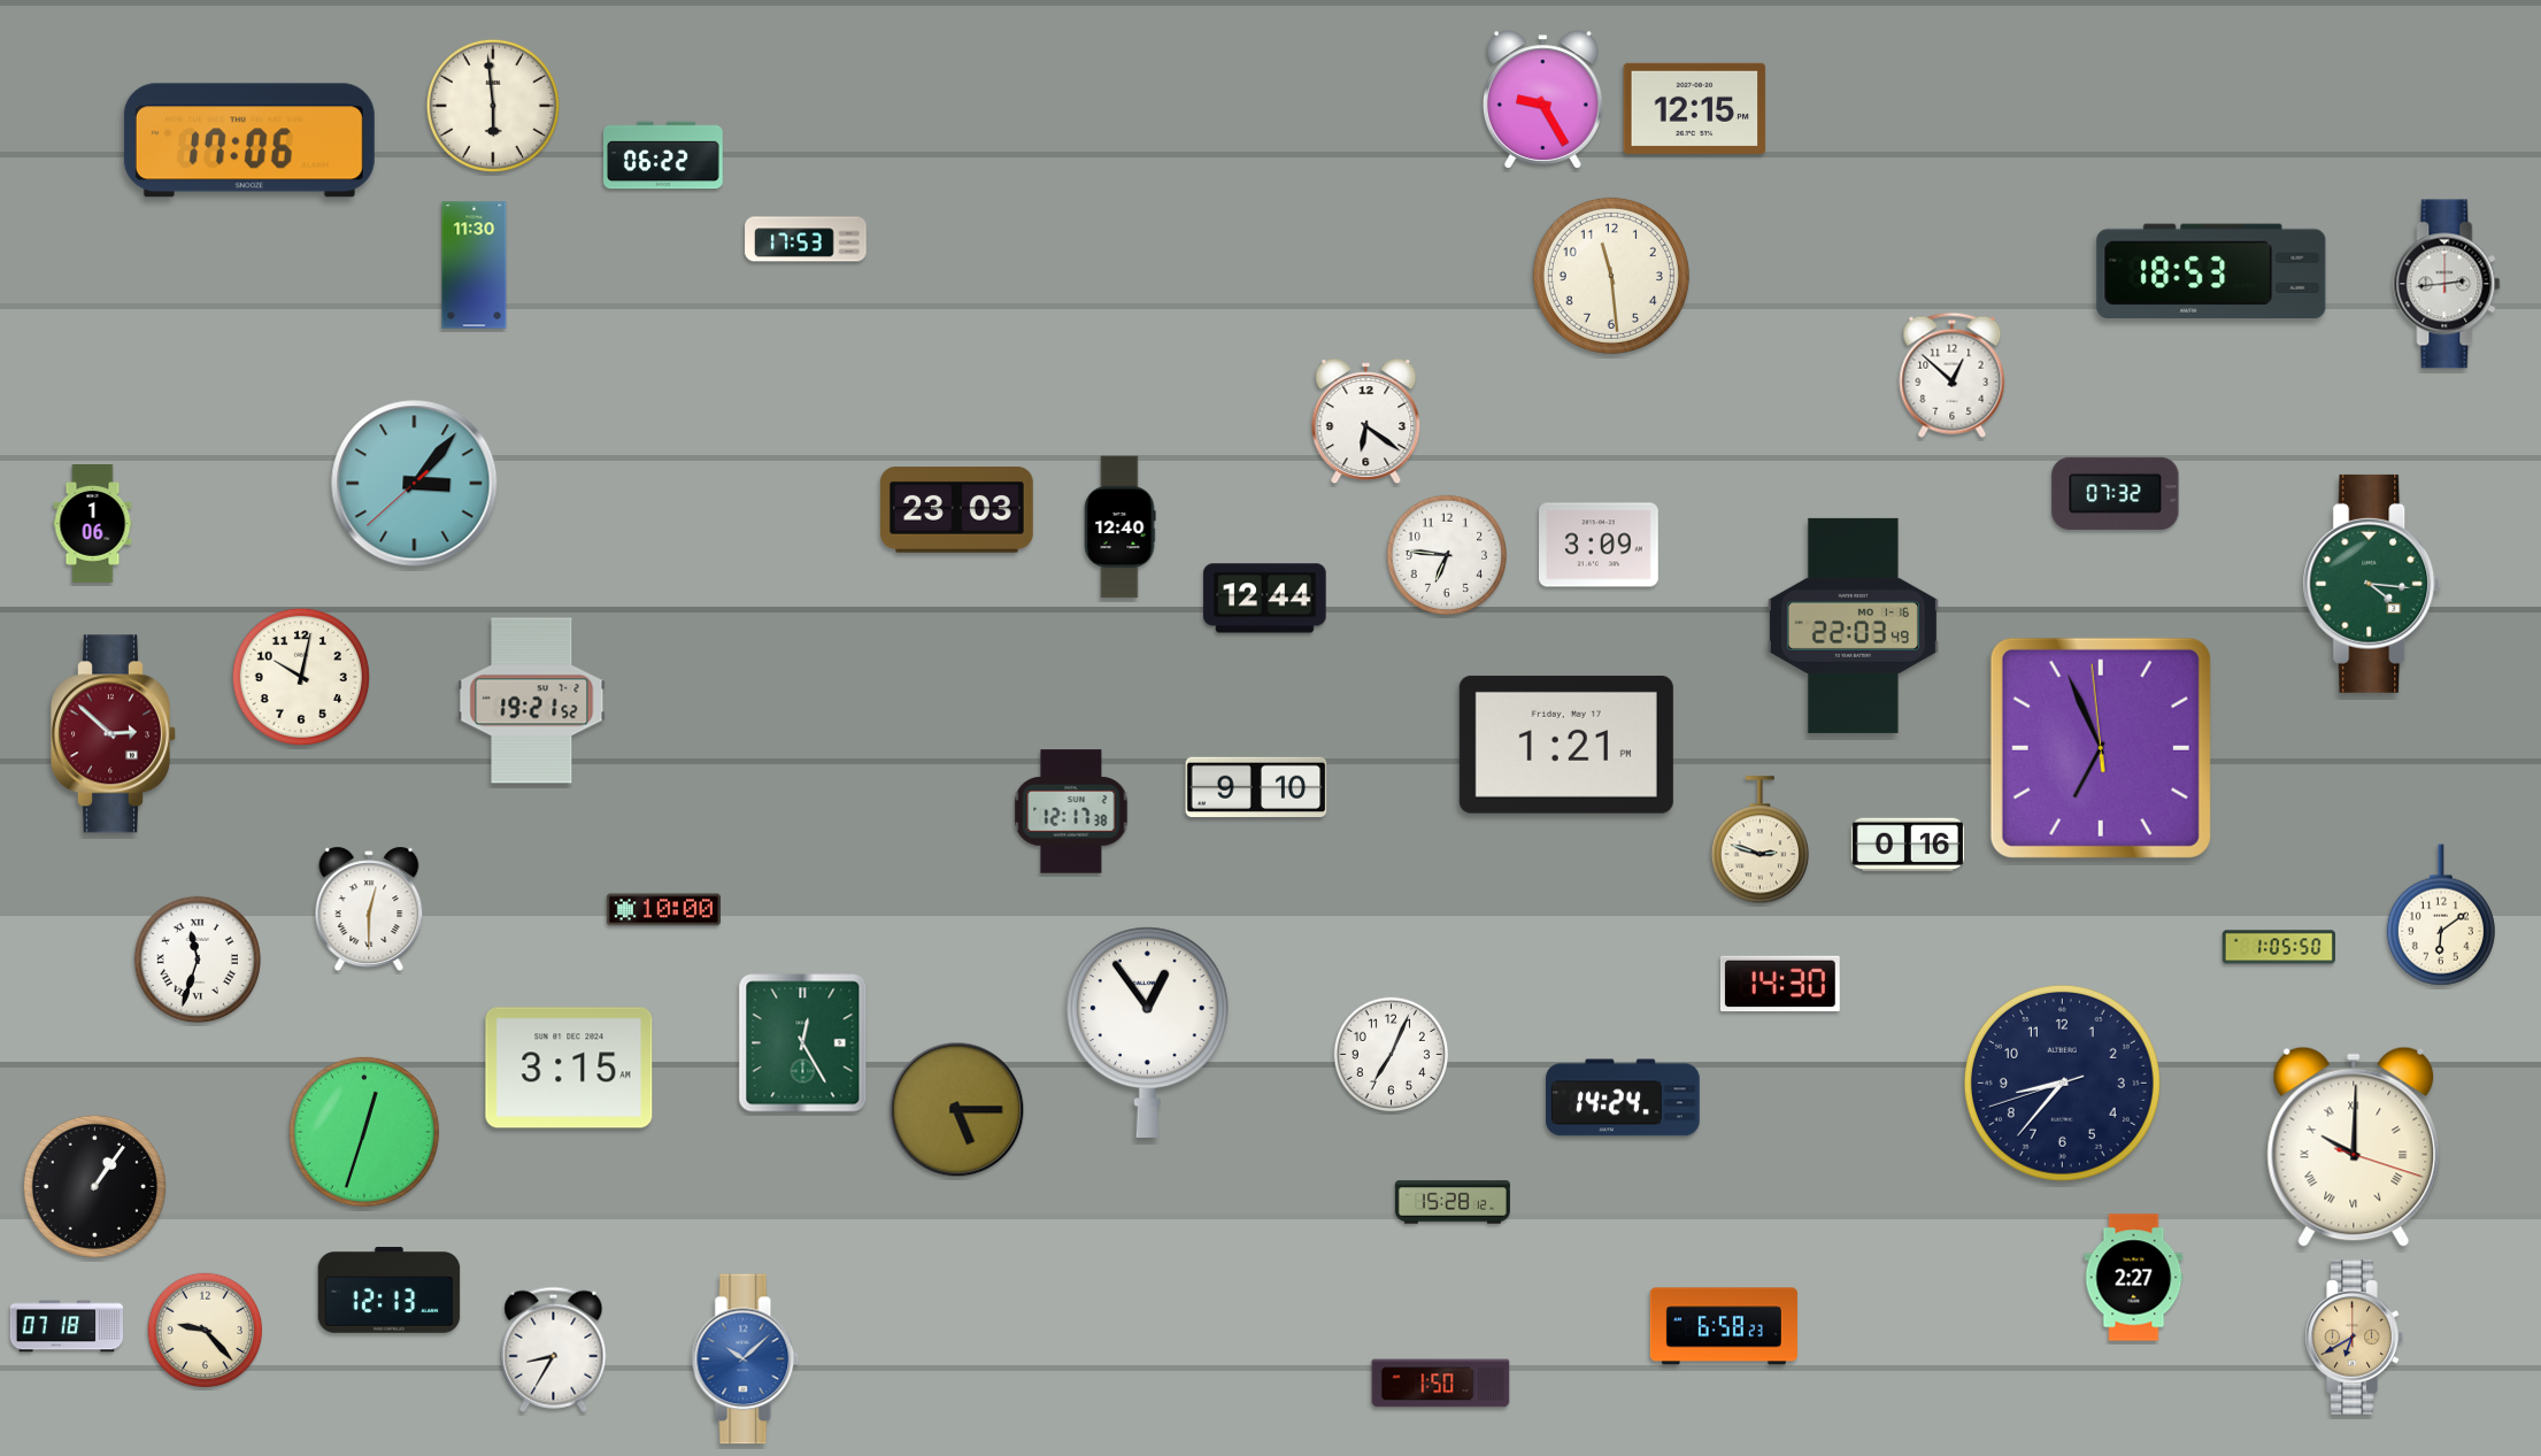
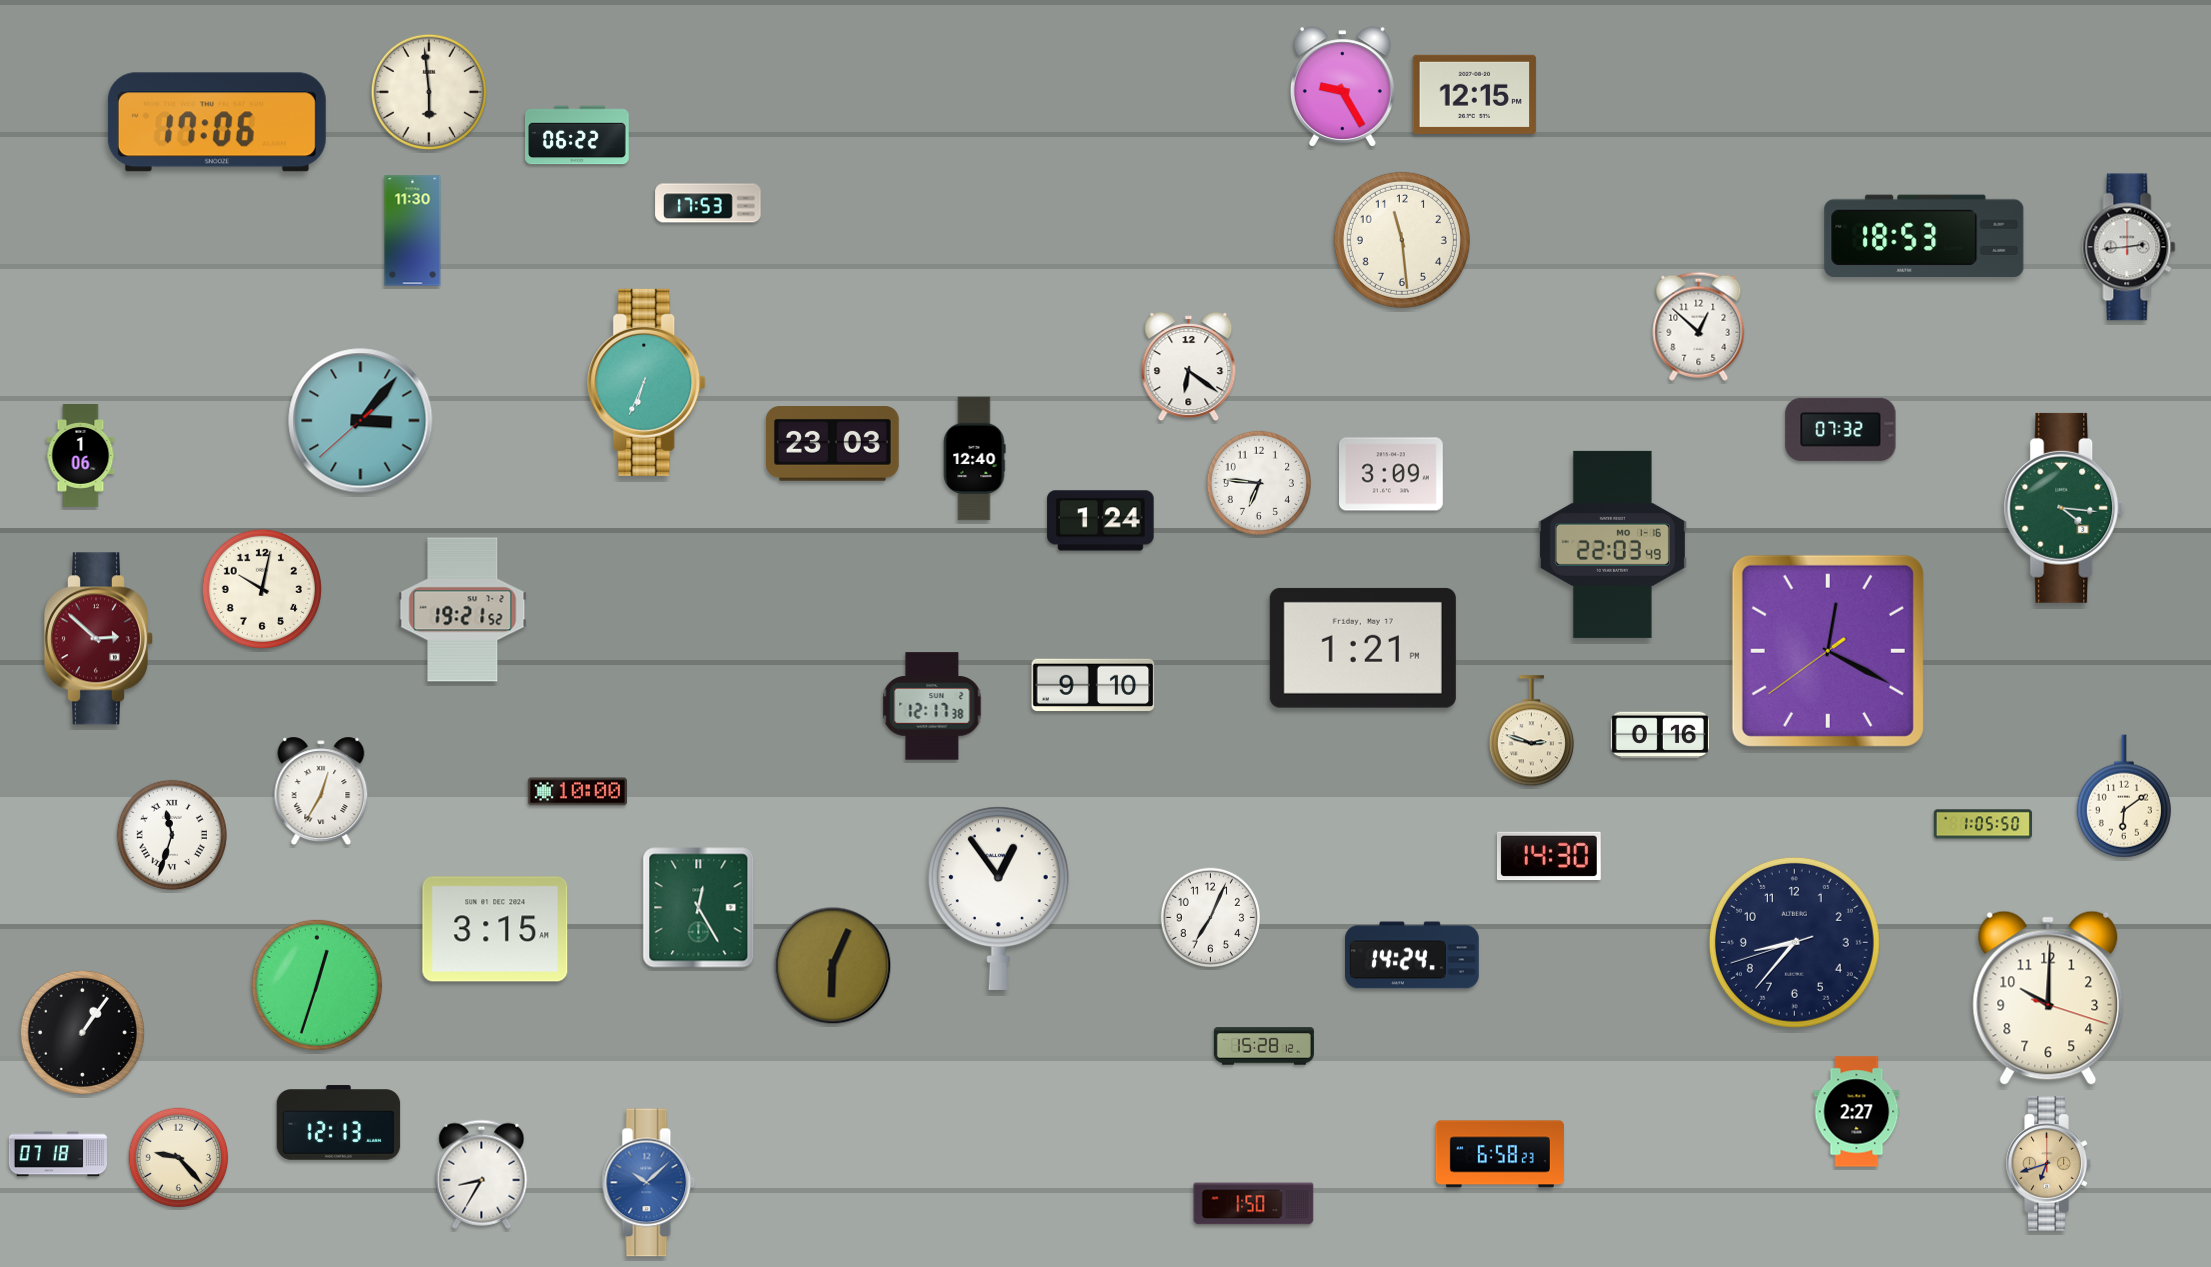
clock at (806, 239) position: (806, 239) -> (708, 203)
clock at (647, 382): none -> 6:34
clock at (1265, 599): 12:44 -> 1:24
clock at (2101, 748): 6:55 -> 12:19
clock at (369, 908): 12:30 -> 12:35
clock at (957, 1110): 5:15 -> 6:04
clock at (2354, 1147) numerals: Roman -> Arabic
clock at (2354, 1338): 6:40 -> 6:42
